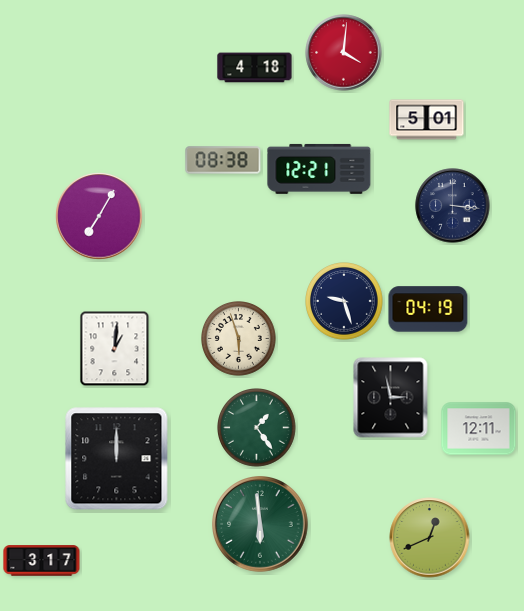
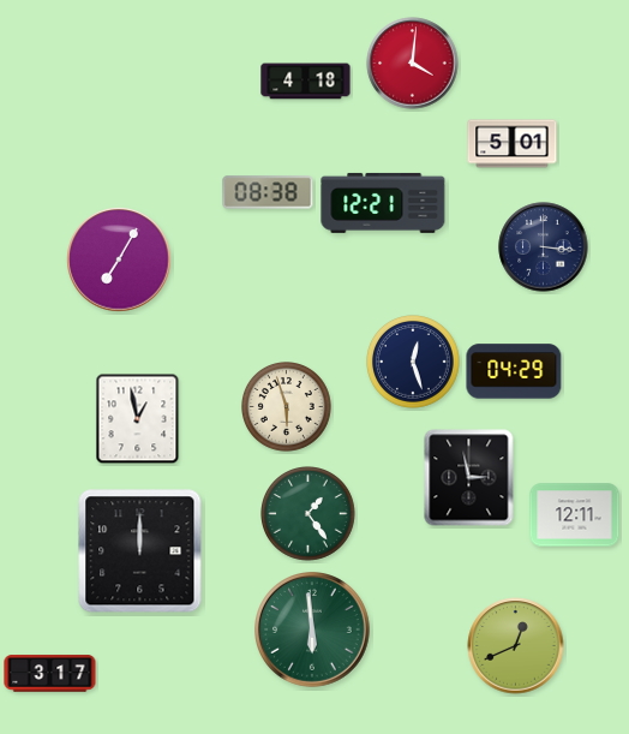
clock at (345, 302): 9:27 -> 12:27
clock at (428, 309): 04:19 -> 04:29
clock at (115, 349): 1:01 -> 12:58
